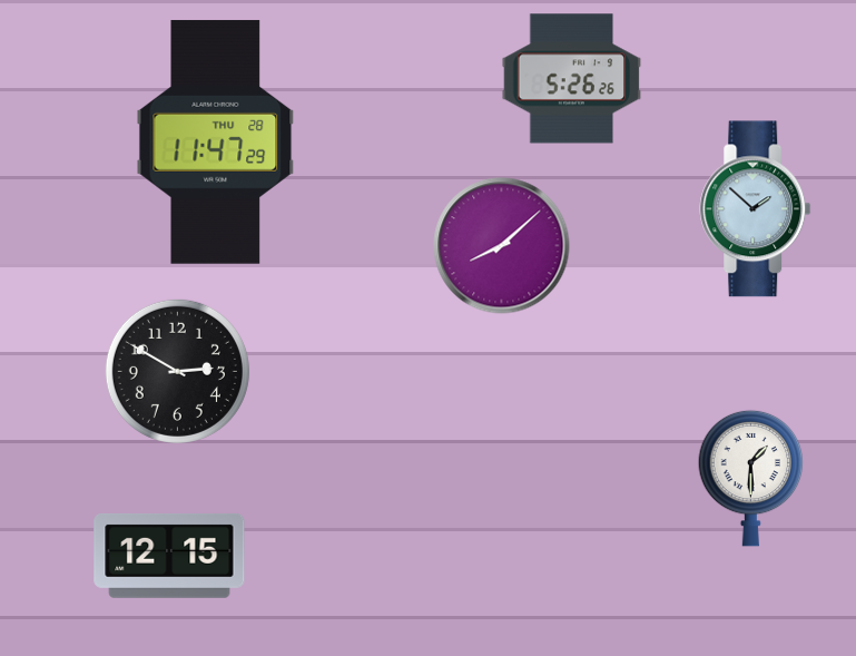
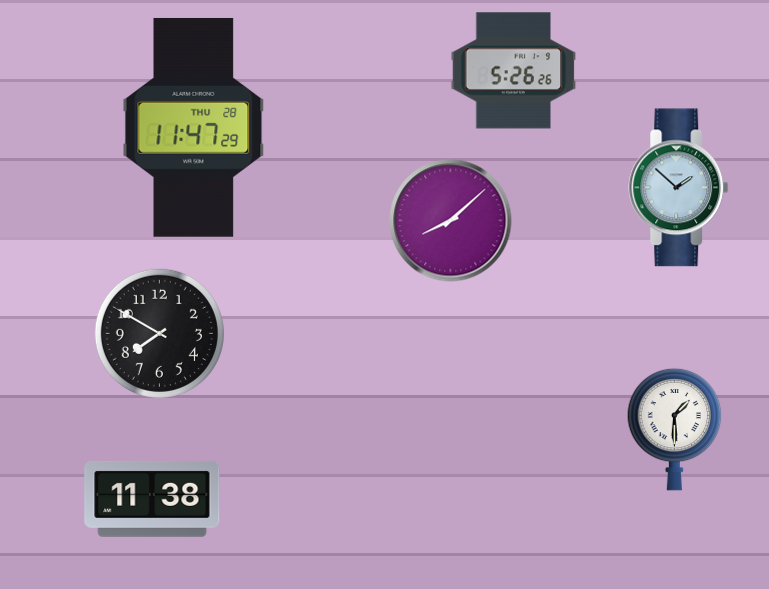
clock at (177, 371): 2:50 -> 7:50
clock at (169, 556): 12:15 -> 11:38
